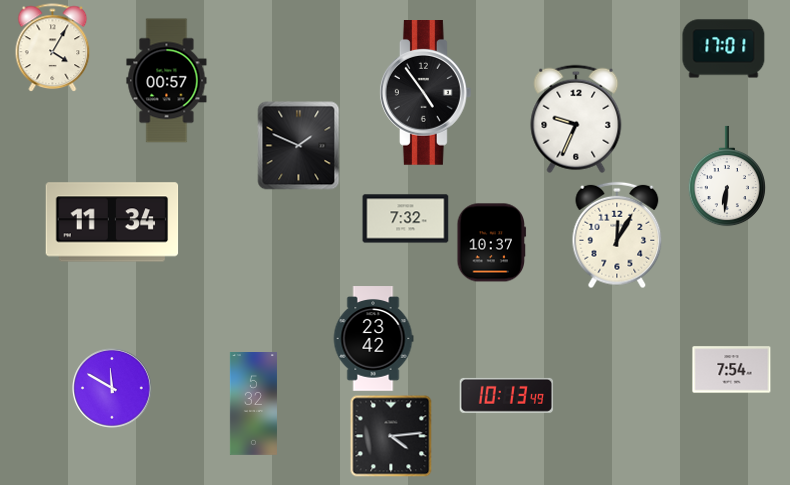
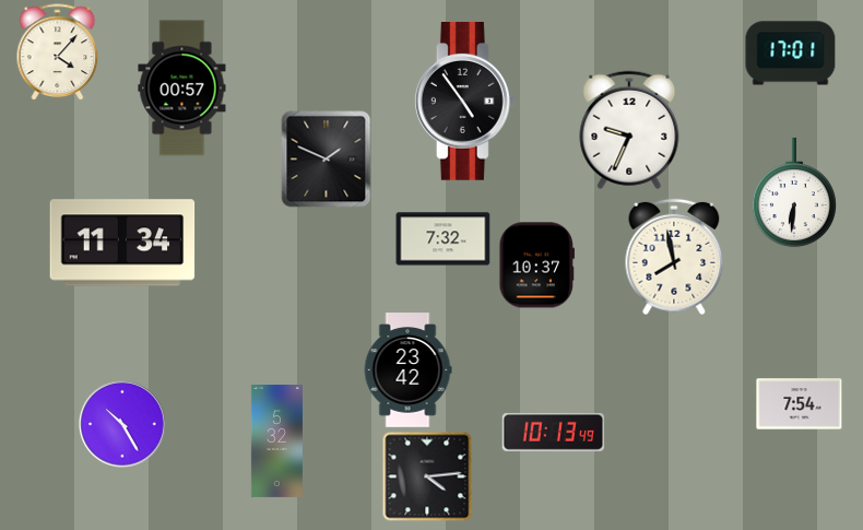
clock at (53, 48): 4:05 -> 4:07
clock at (617, 235): 12:05 -> 7:58
clock at (112, 388): 11:50 -> 10:25
